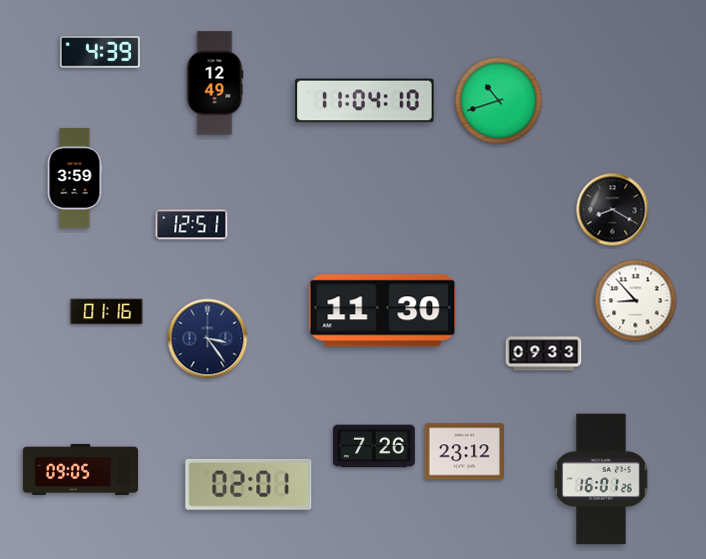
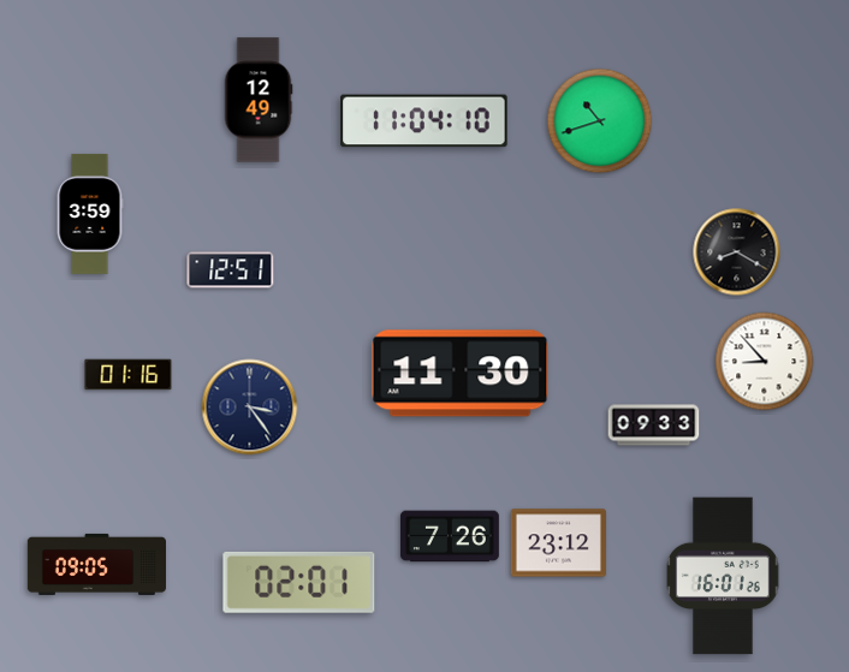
clock at (100, 53): 4:39 -> none
clock at (365, 101) position: (365, 101) -> (424, 121)
